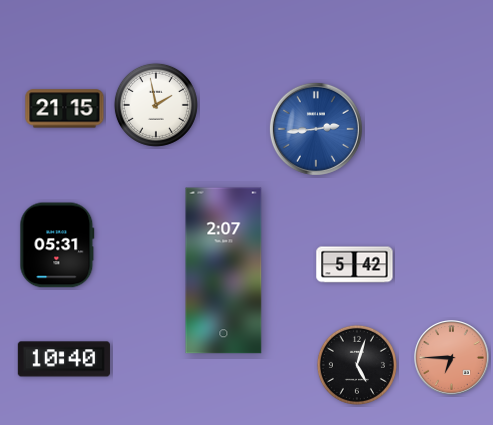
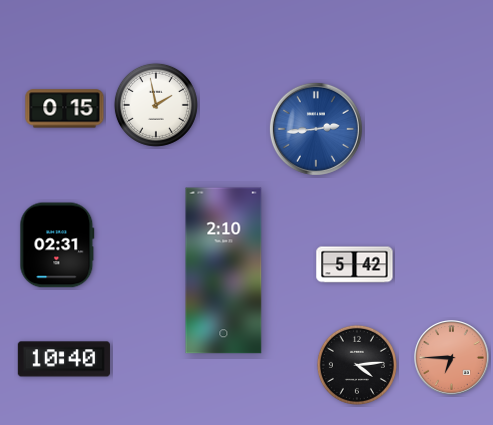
clock at (65, 109): 21:15 -> 0:15
clock at (57, 245): 05:31 -> 02:31
clock at (224, 271): 2:07 -> 2:10
clock at (357, 365): 5:03 -> 4:14
